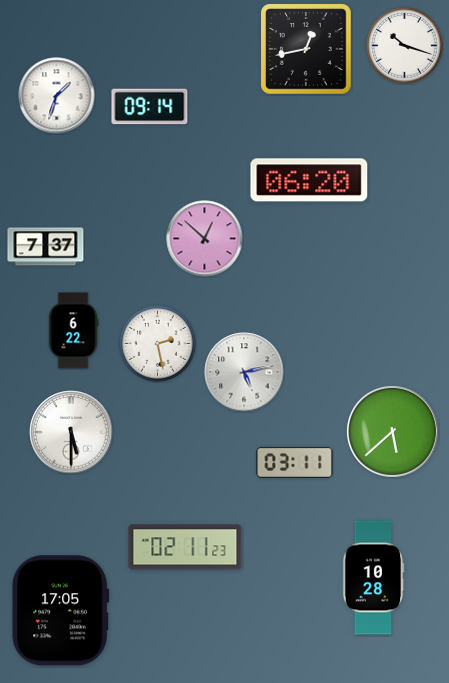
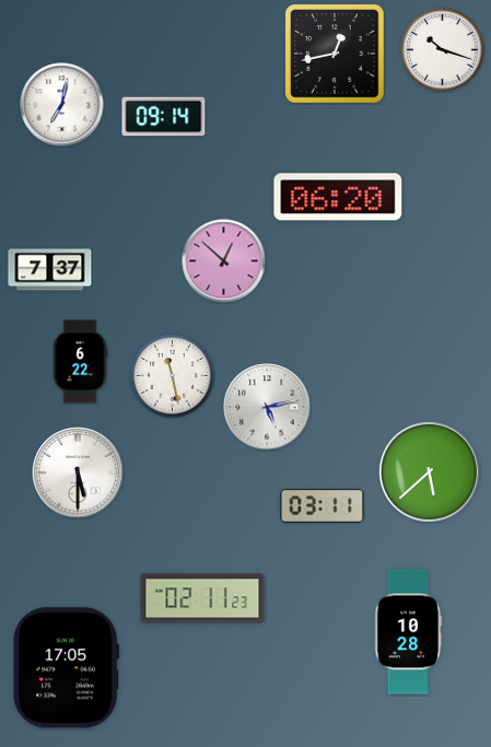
clock at (57, 96): 1:33 -> 7:02
clock at (158, 344): 2:28 -> 11:28
